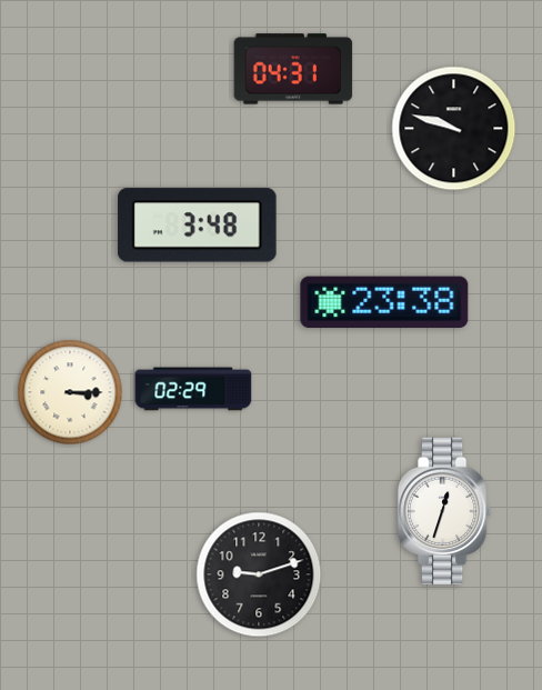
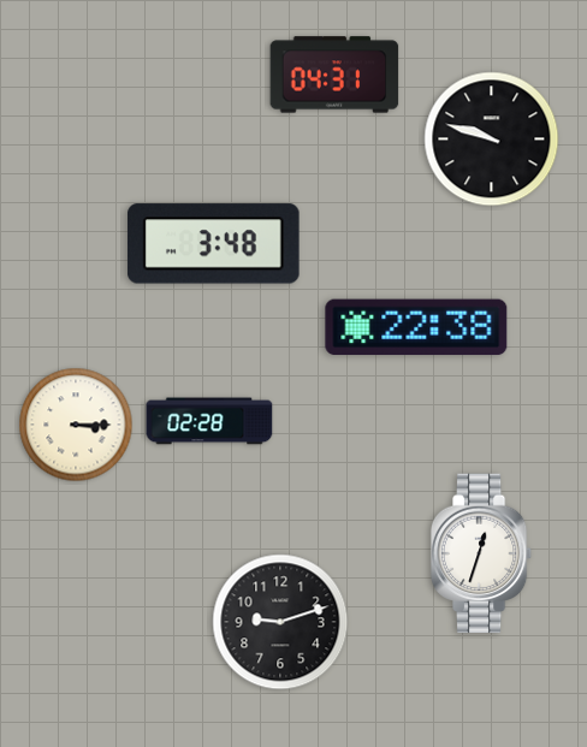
clock at (293, 69) position: (293, 69) -> (334, 75)
clock at (384, 302): 23:38 -> 22:38
clock at (193, 389): 02:29 -> 02:28
